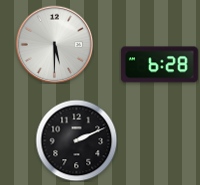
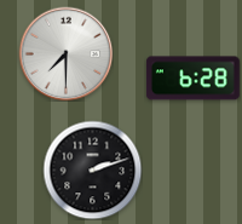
clock at (54, 44): 5:30 -> 7:30
clock at (76, 140): 2:11 -> 2:12
